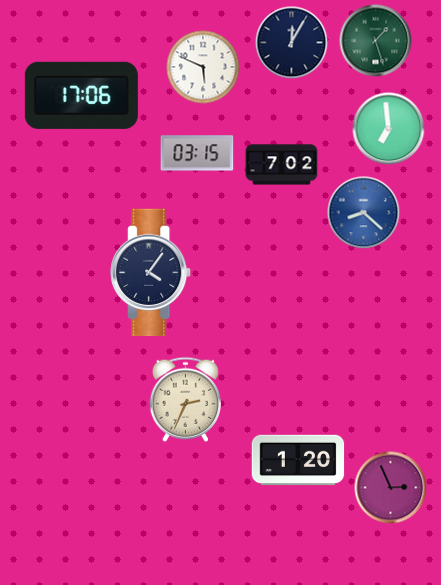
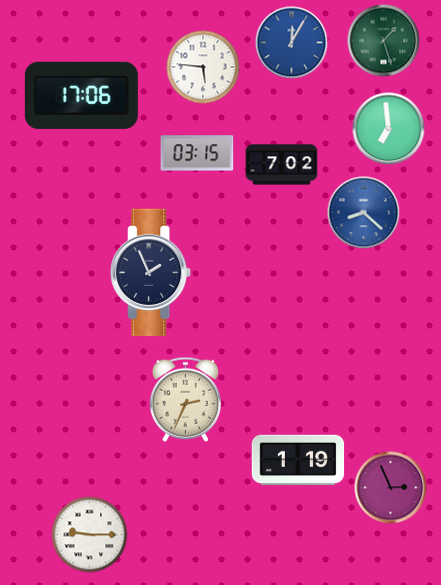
clock at (376, 41) position: (376, 41) -> (384, 41)
clock at (292, 43) dial: navy -> blue
clock at (203, 67): 5:49 -> 5:46
clock at (151, 273): 4:06 -> 1:56
clock at (298, 460): 1:20 -> 1:19
clock at (90, 535): none -> 9:15
